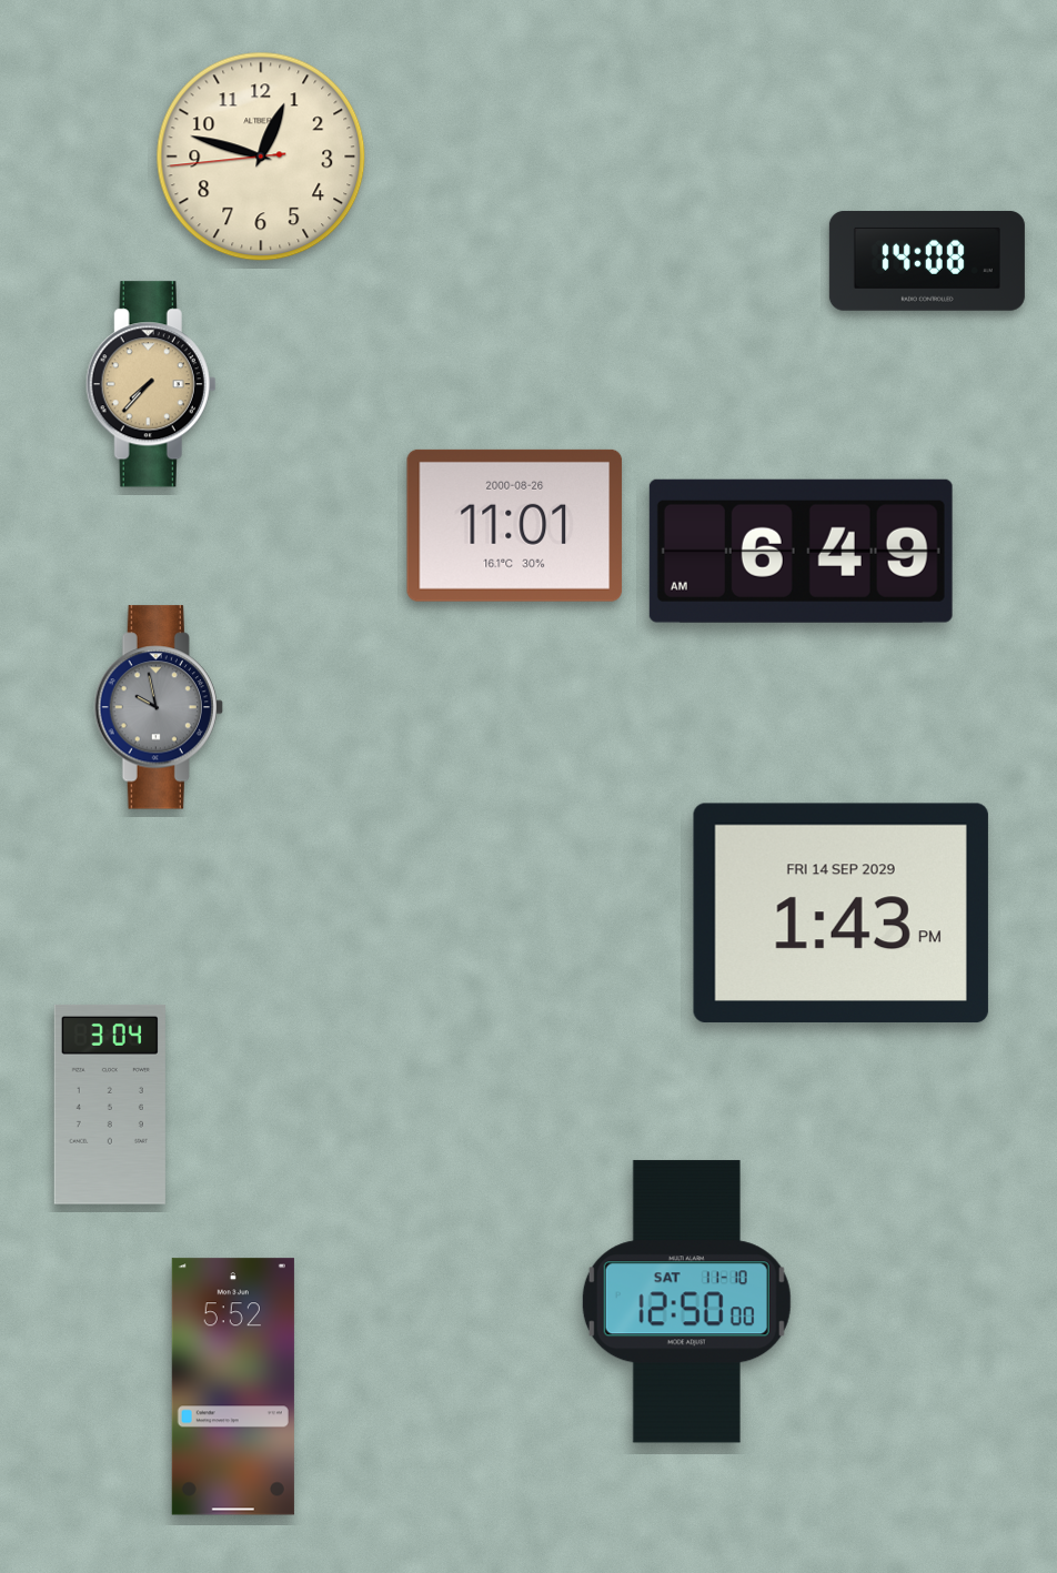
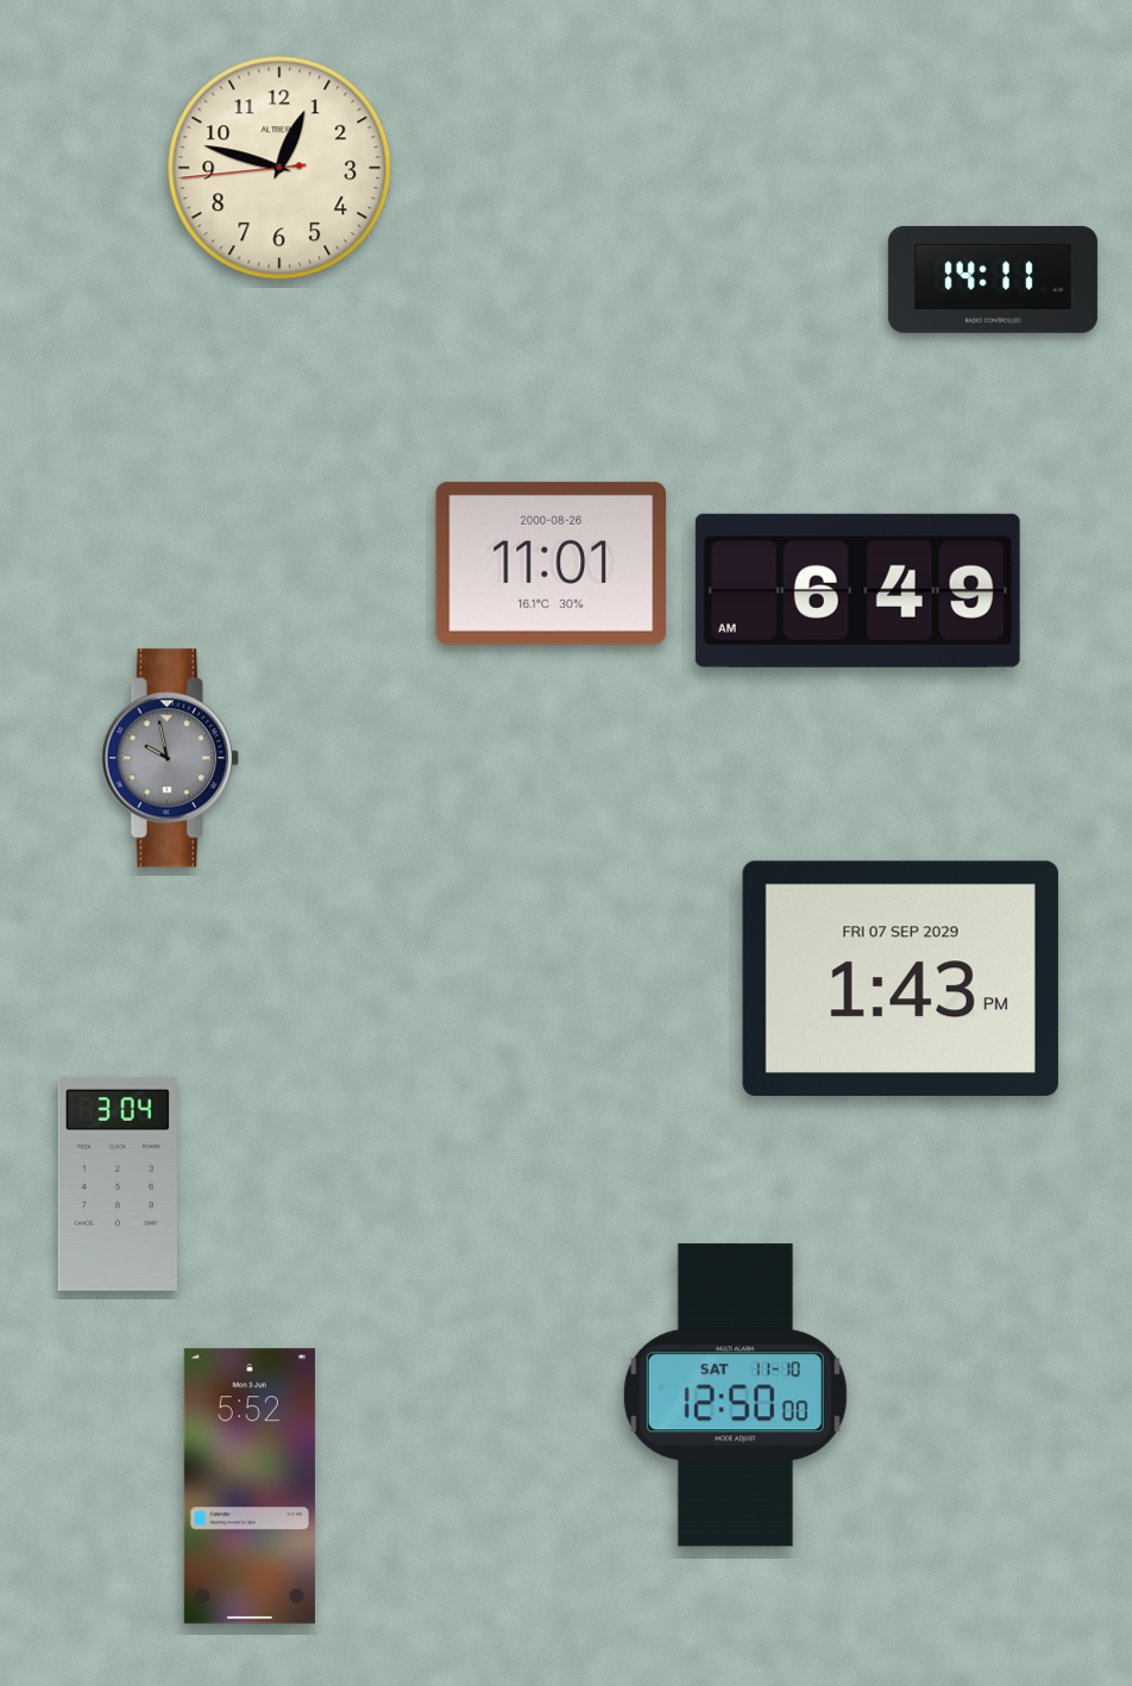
clock at (927, 261): 14:08 -> 14:11
clock at (151, 384): 7:37 -> none
clock at (840, 912) date: FRI 14 SEP 2029 -> FRI 07 SEP 2029
